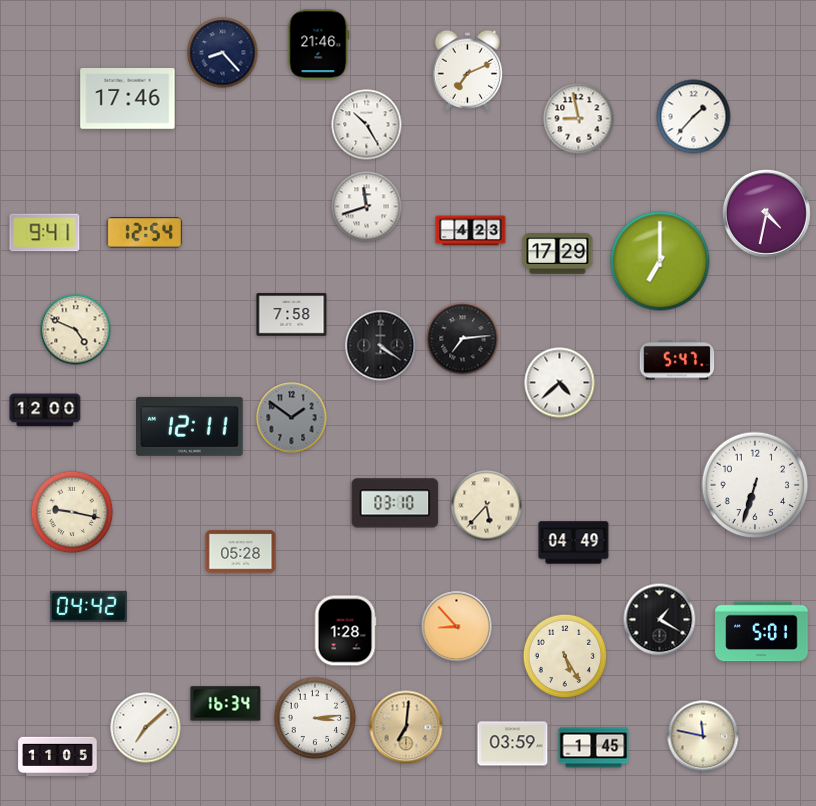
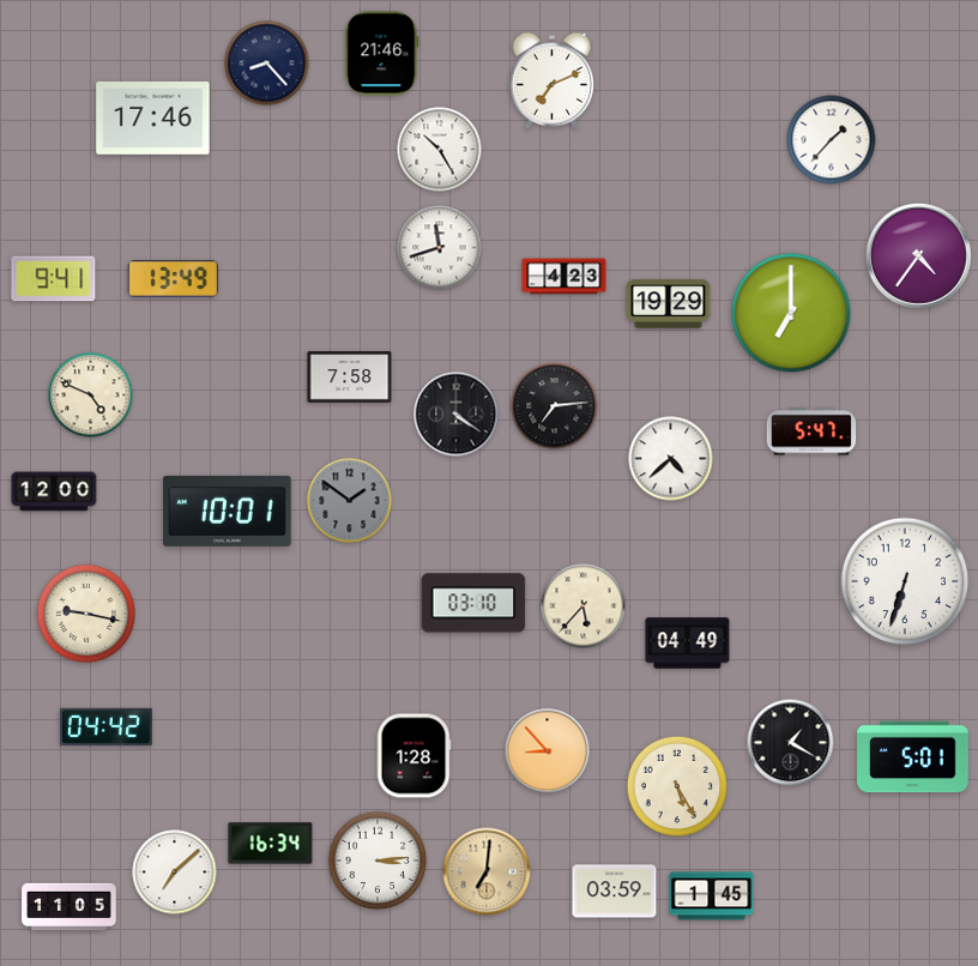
clock at (468, 70) position: (468, 70) -> (553, 80)
clock at (579, 119): 8:58 -> none
clock at (766, 213): 4:32 -> 4:36
clock at (144, 233): 12:54 -> 13:49
clock at (558, 254): 17:29 -> 19:29
clock at (190, 426): 12:11 -> 10:01
clock at (574, 543) position: (574, 543) -> (688, 644)
clock at (241, 552): 05:28 -> none
clock at (703, 736): 11:47 -> none
